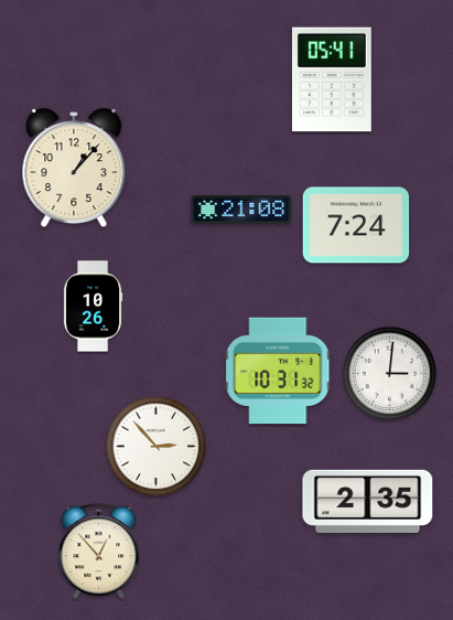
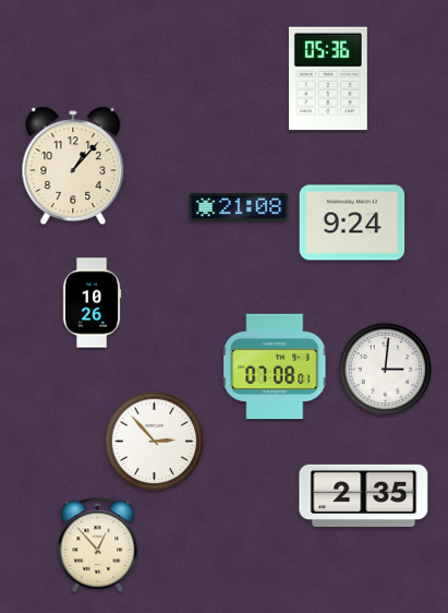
clock at (332, 79): 05:41 -> 05:36
clock at (356, 225): 7:24 -> 9:24
clock at (278, 371): 10:31 -> 07:08
